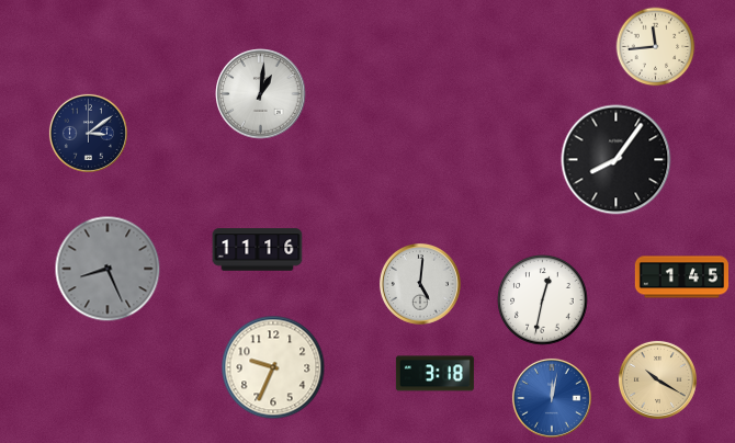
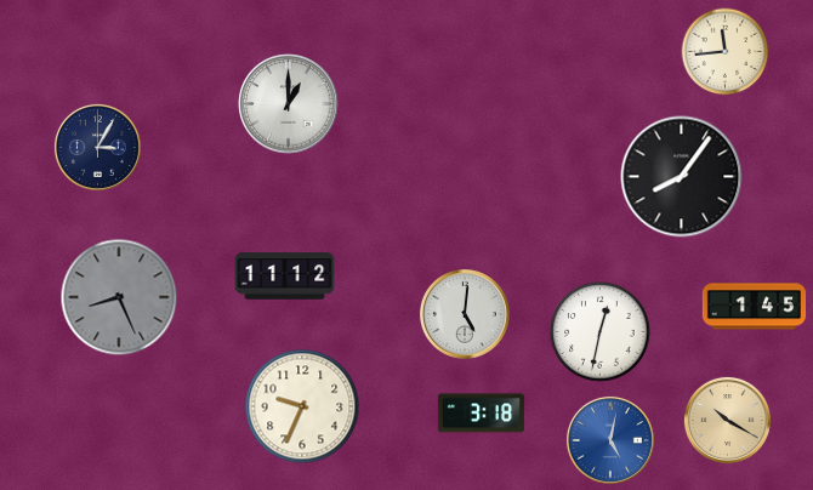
clock at (261, 94): 1:01 -> 1:00
clock at (88, 133): 3:09 -> 3:05
clock at (258, 250): 11:16 -> 11:12
clock at (552, 398): 12:02 -> 5:02
